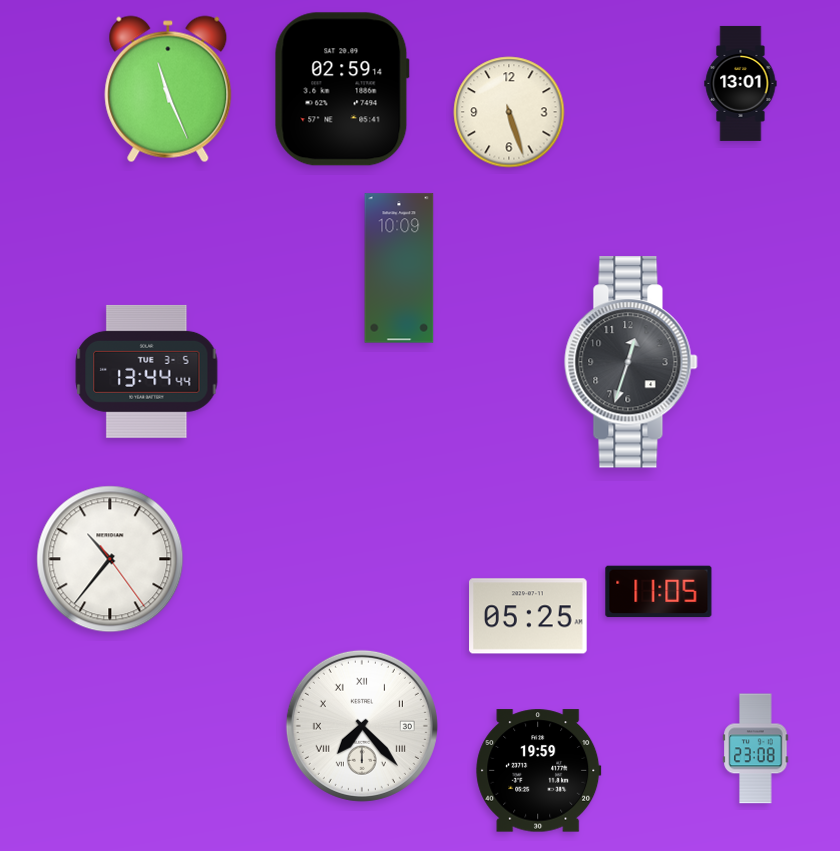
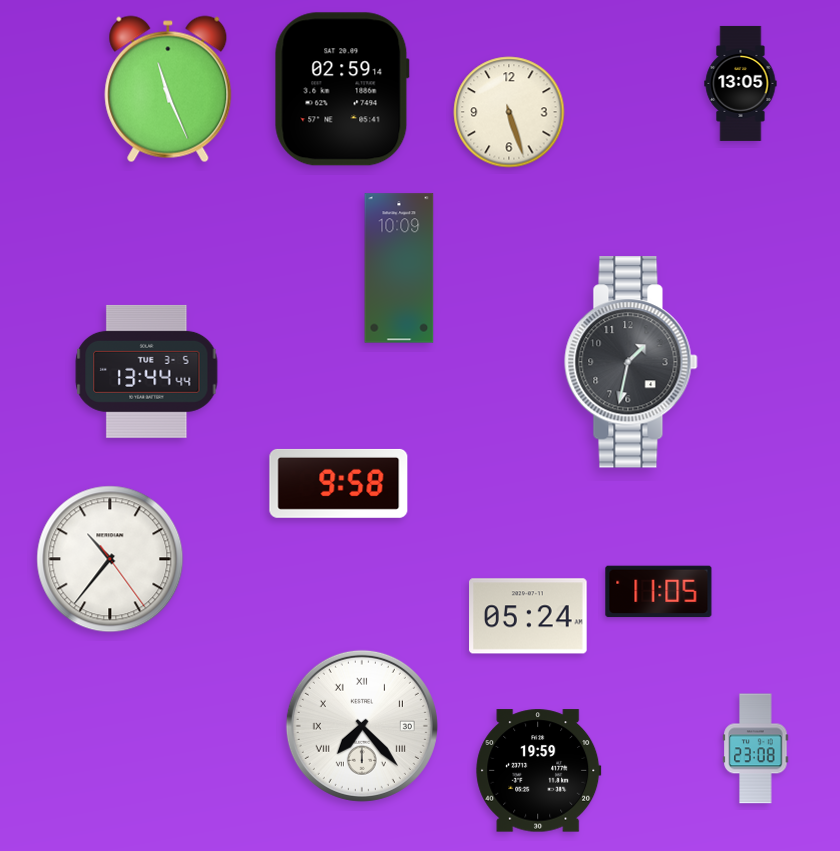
clock at (741, 83): 13:01 -> 13:05
clock at (631, 362): 12:33 -> 1:32
clock at (339, 483): none -> 9:58
clock at (528, 616): 05:25 -> 05:24
